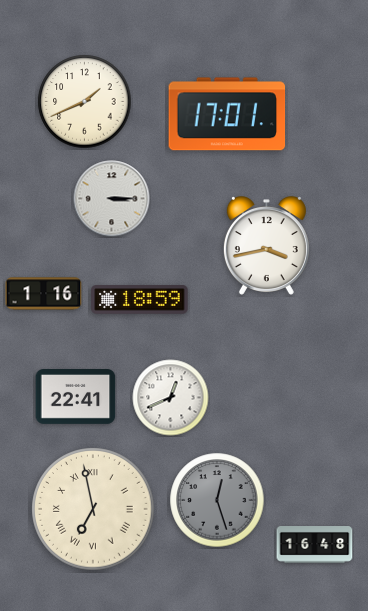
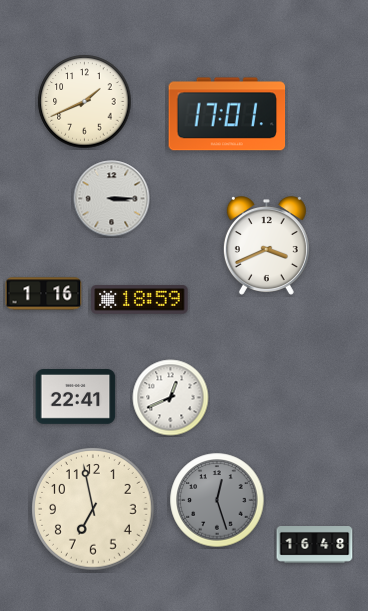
clock at (266, 246): 3:43 -> 3:41
clock at (93, 509) numerals: Roman -> Arabic
